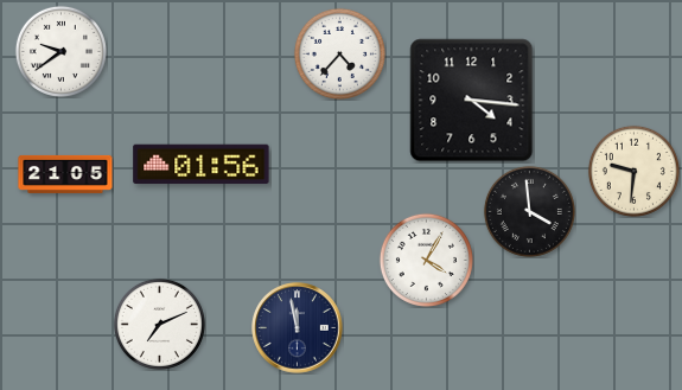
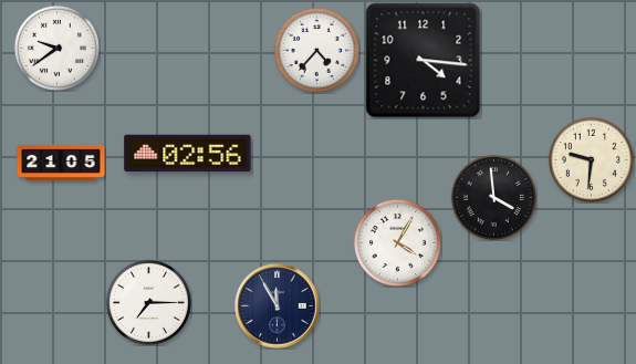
clock at (472, 101) position: (472, 101) -> (424, 61)
clock at (202, 165): 01:56 -> 02:56
clock at (159, 324): 7:11 -> 7:15
clock at (298, 328): 11:58 -> 11:55
